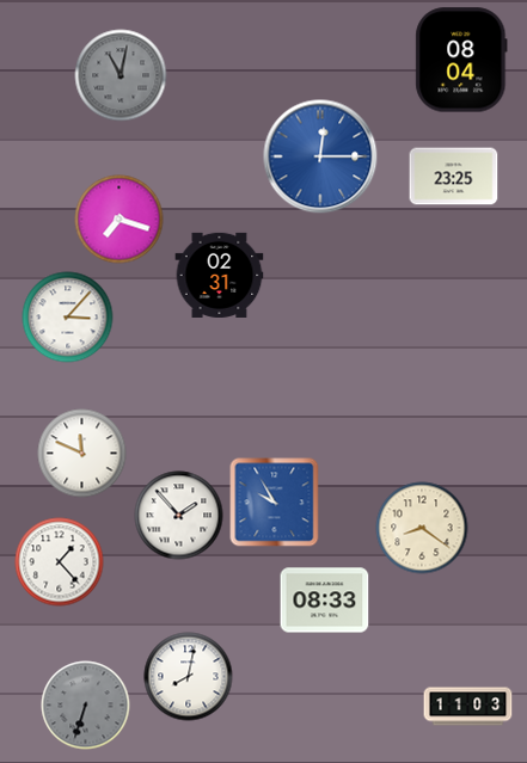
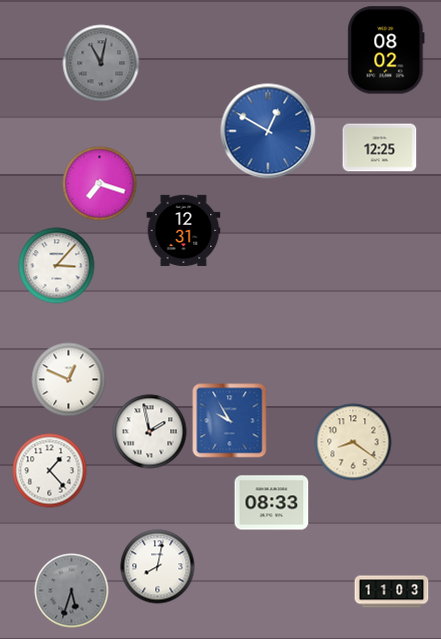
clock at (461, 60): 08:04 -> 08:02
clock at (320, 156): 12:15 -> 12:50
clock at (454, 177): 23:25 -> 12:25
clock at (220, 275): 02:31 -> 12:31
clock at (82, 454): 11:49 -> 12:49
clock at (179, 516): 1:53 -> 1:58
clock at (86, 706): 6:33 -> 5:33
